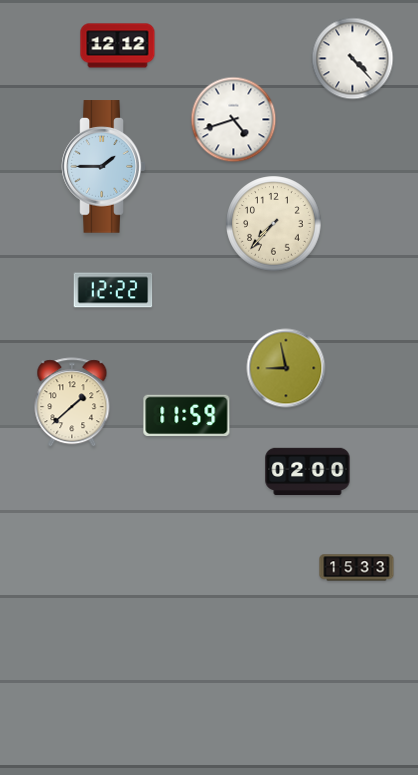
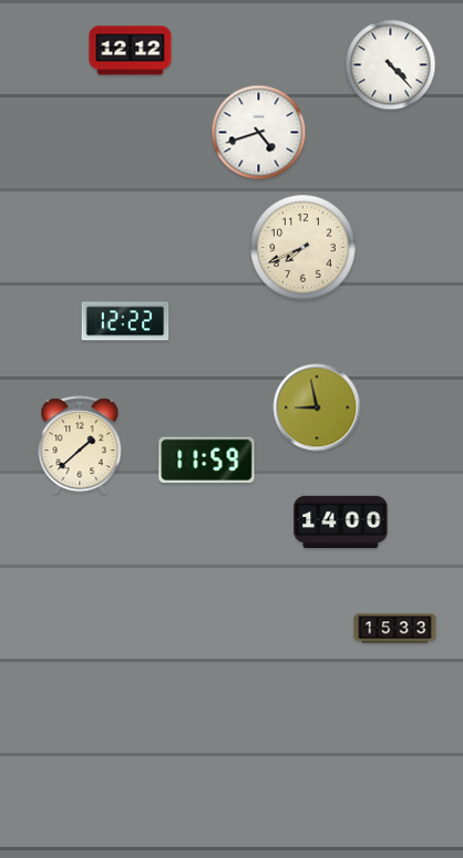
clock at (104, 167): 1:45 -> none
clock at (274, 224): 7:37 -> 7:41
clock at (308, 472): 02:00 -> 14:00
